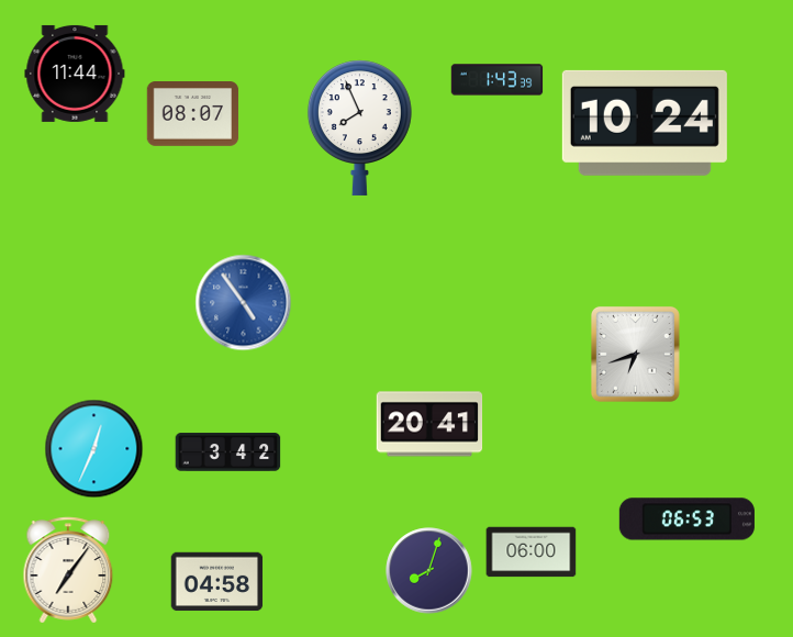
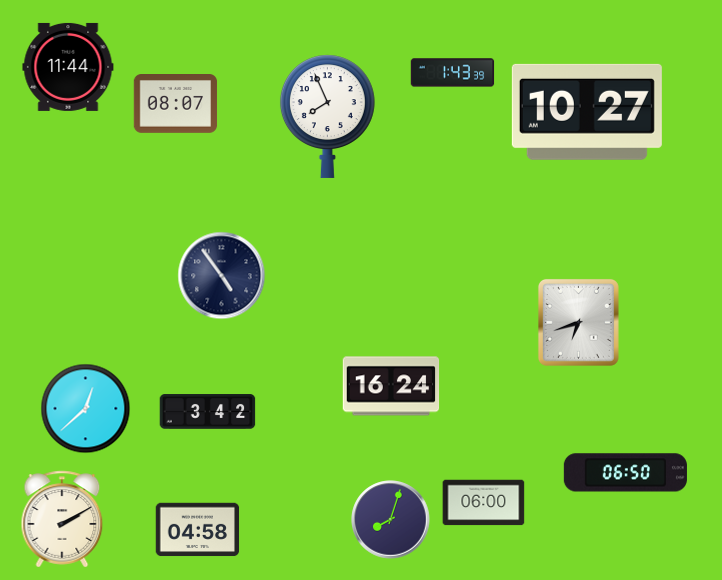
clock at (645, 123): 10:24 -> 10:27
clock at (244, 303) dial: blue -> navy
clock at (429, 424): 20:41 -> 16:24
clock at (94, 449): 12:34 -> 12:38
clock at (686, 519): 06:53 -> 06:50
clock at (68, 570): 7:06 -> 2:10
